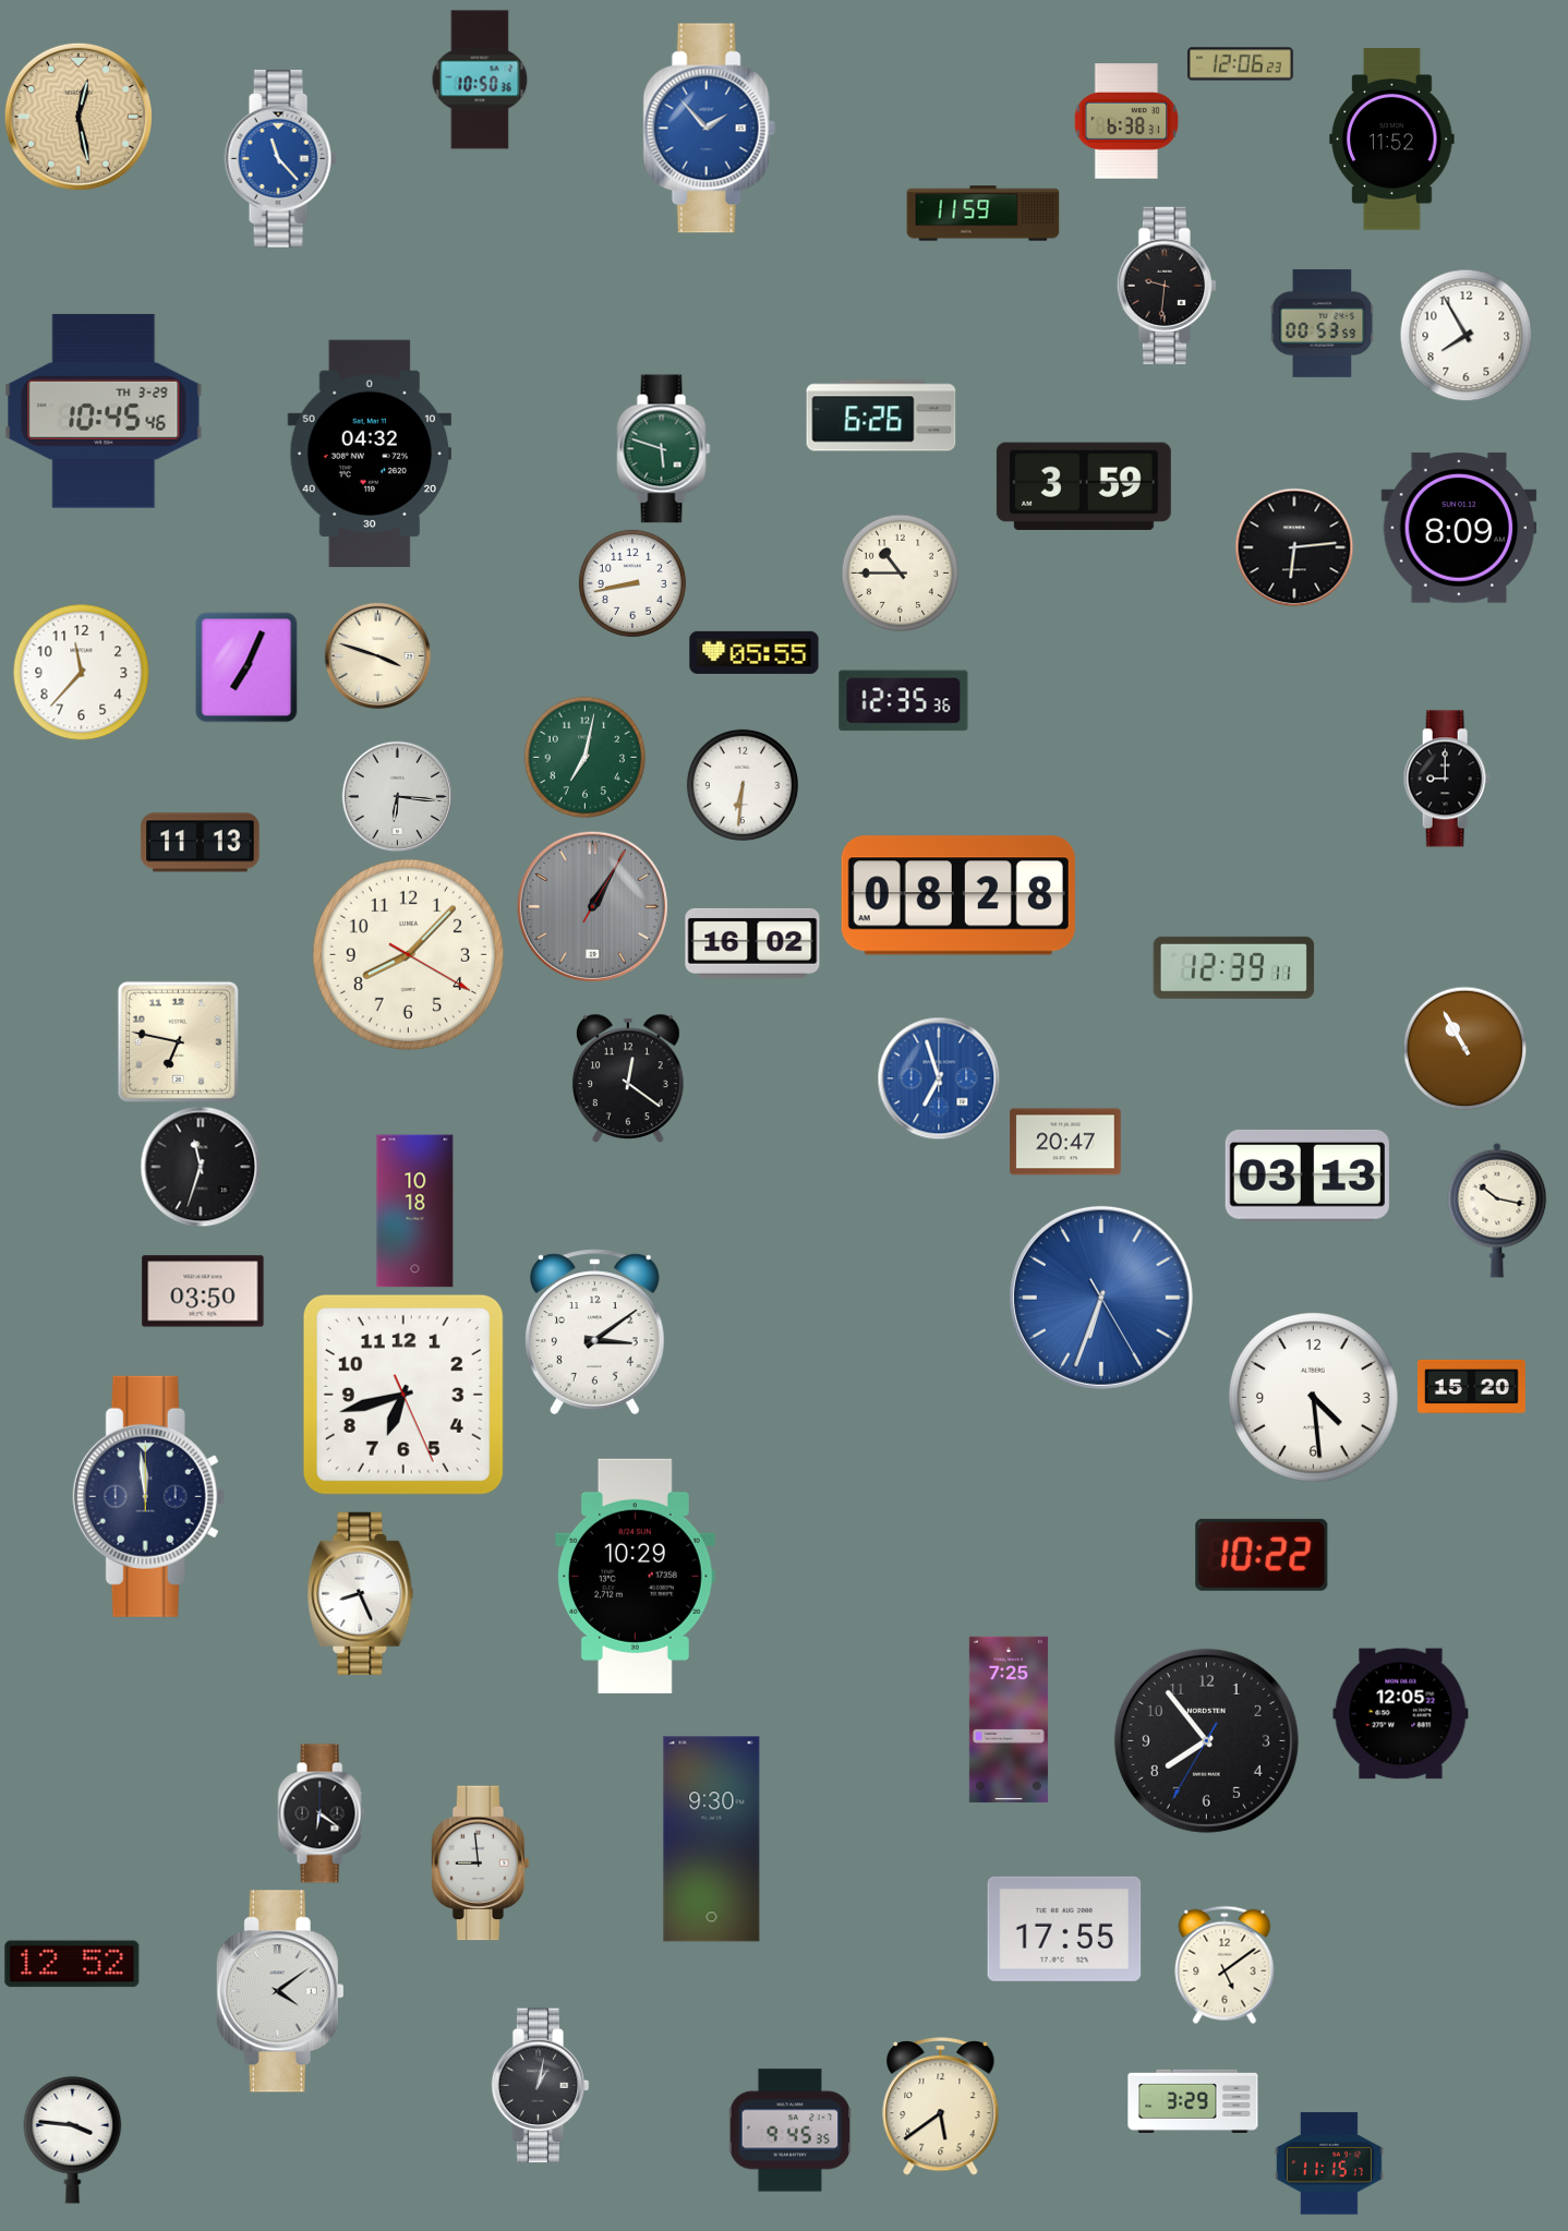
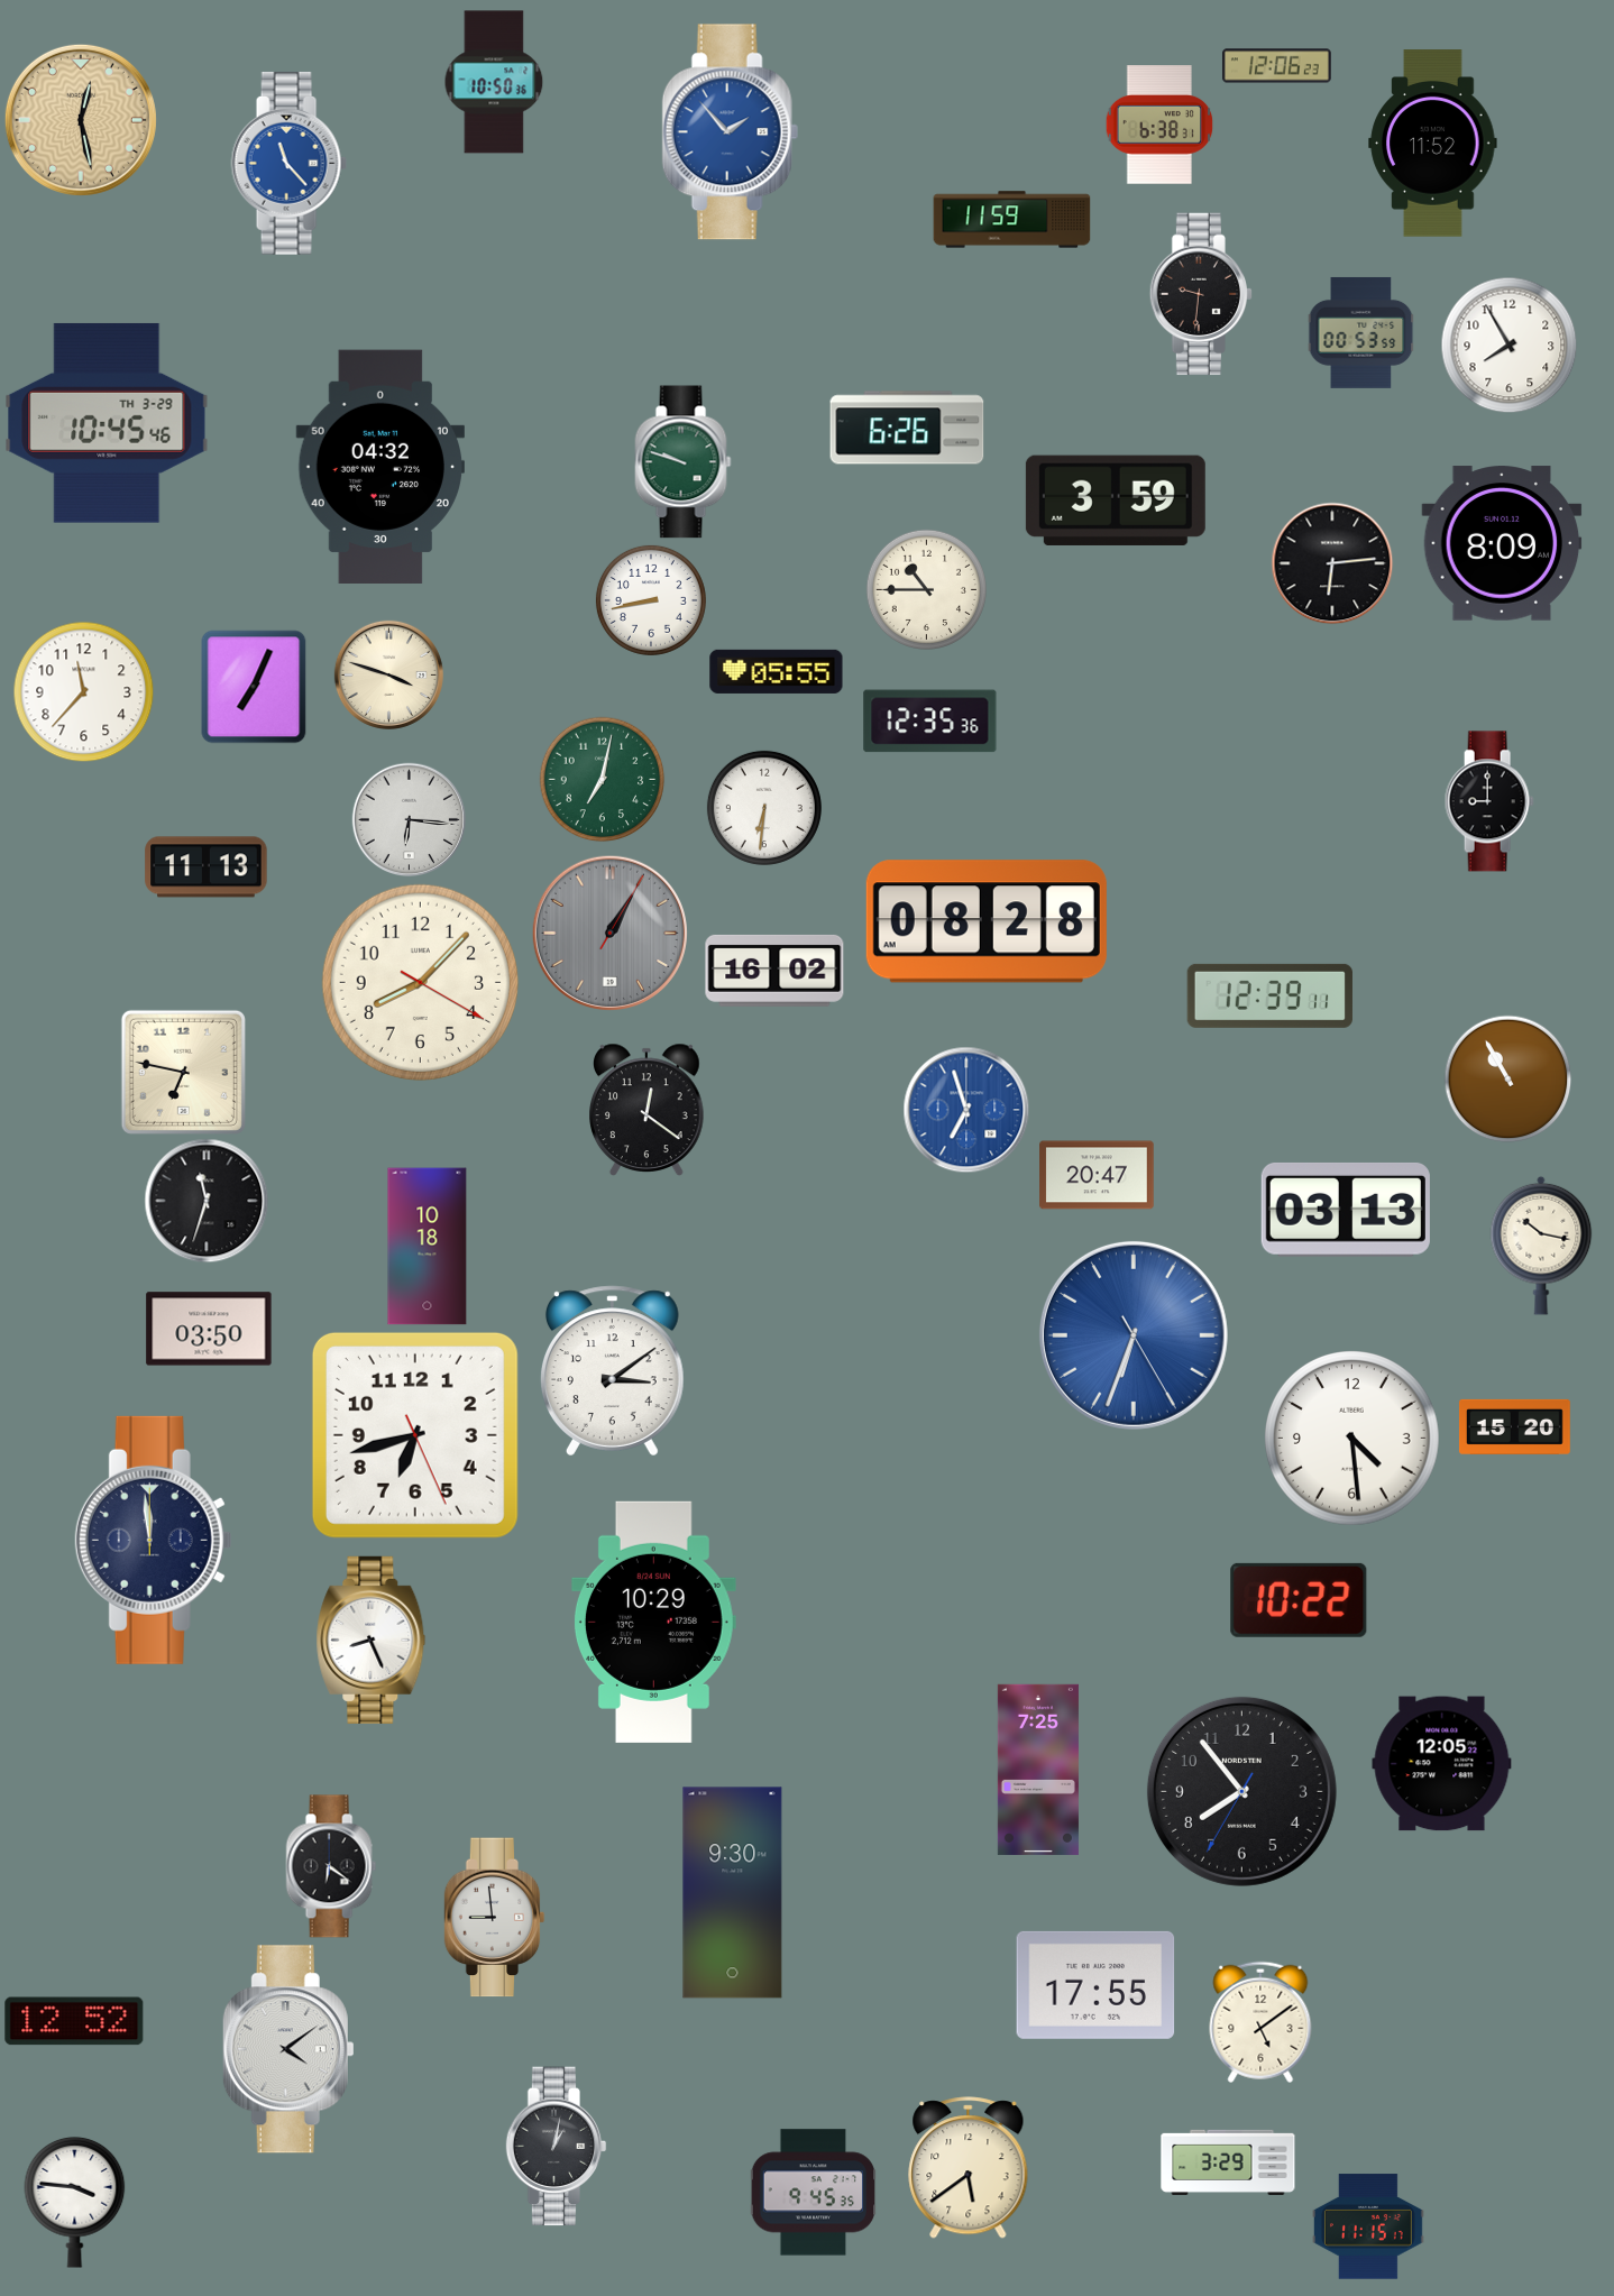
clock at (664, 449): 5:48 -> 9:48
